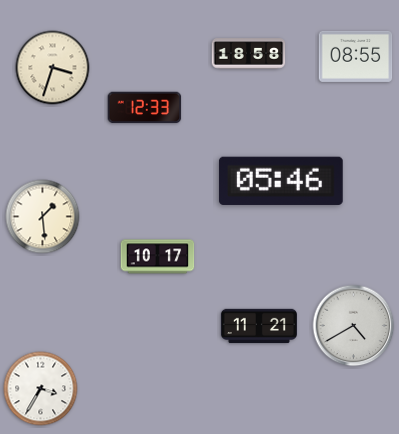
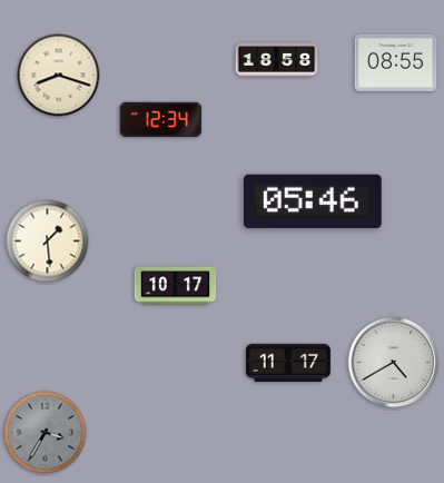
clock at (53, 68): 3:33 -> 8:18
clock at (145, 108): 12:33 -> 12:34
clock at (259, 326): 11:21 -> 11:17
clock at (41, 389) dial: white -> grey
